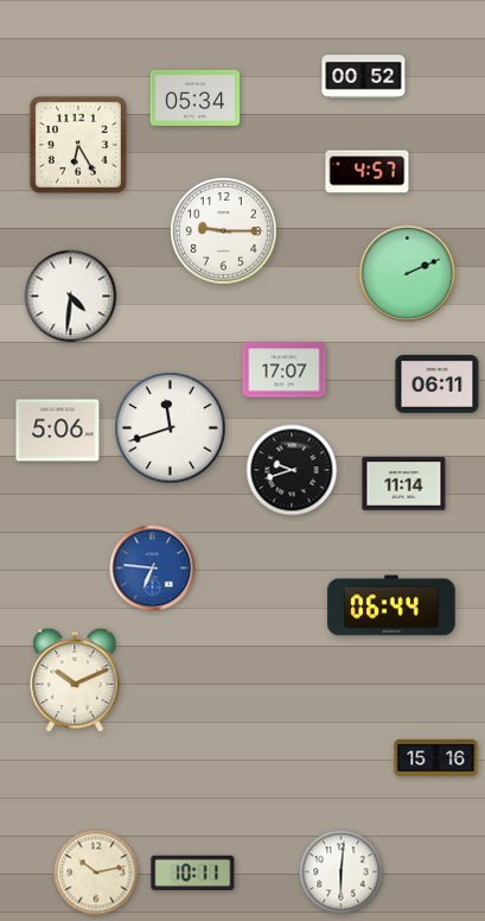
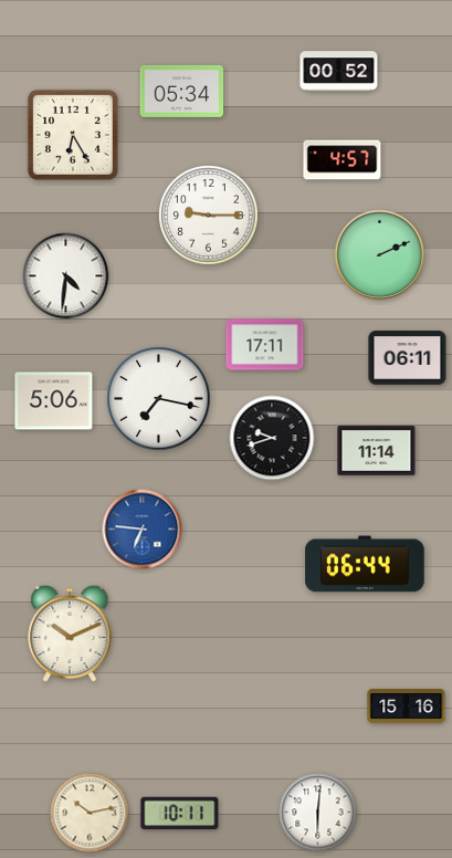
clock at (285, 370): 17:07 -> 17:11
clock at (171, 428): 11:42 -> 7:17
